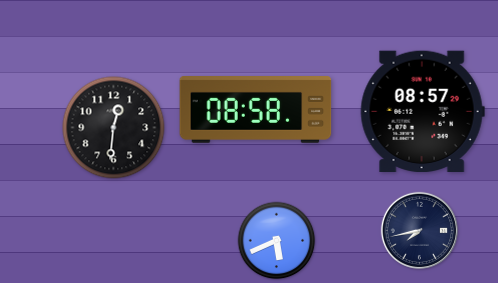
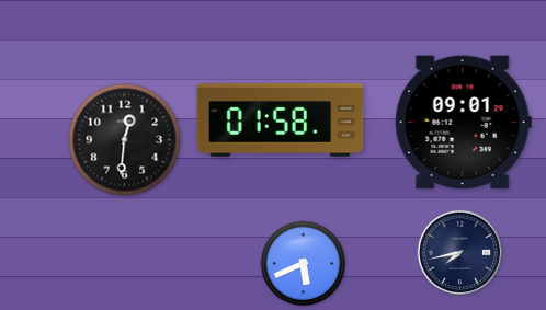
clock at (256, 110): 08:58 -> 01:58
clock at (422, 111): 08:57 -> 09:01
